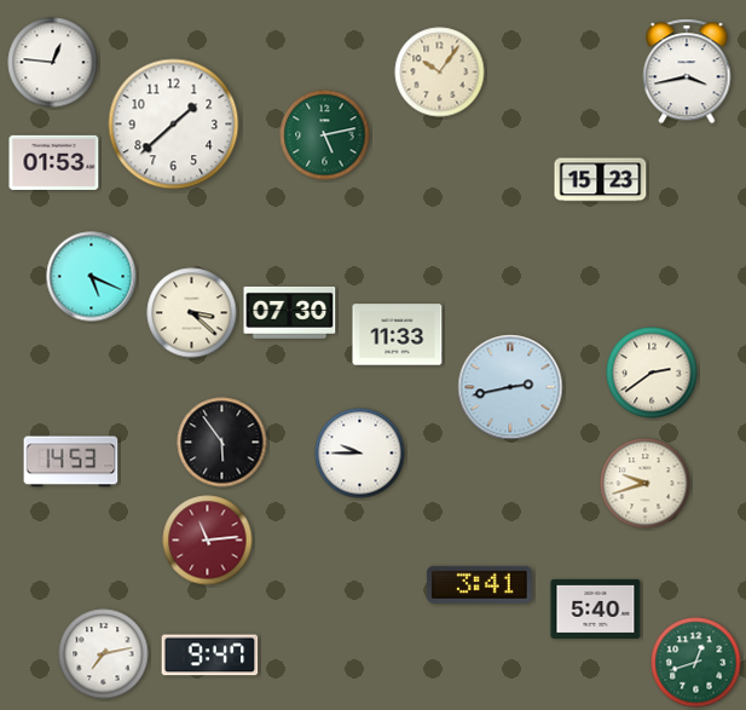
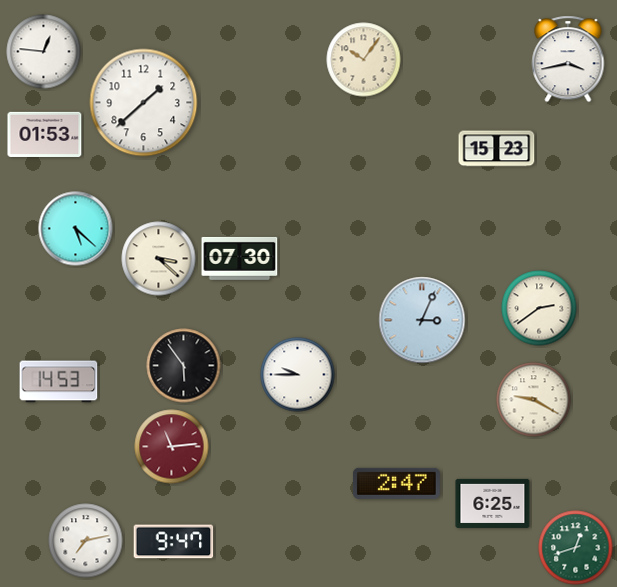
clock at (325, 135): 5:13 -> none
clock at (92, 277): 5:19 -> 5:22
clock at (398, 335): 11:33 -> none
clock at (510, 387): 2:43 -> 3:04
clock at (646, 484): 9:42 -> 9:20
clock at (479, 584): 3:41 -> 2:47
clock at (596, 608): 5:40 -> 6:25
